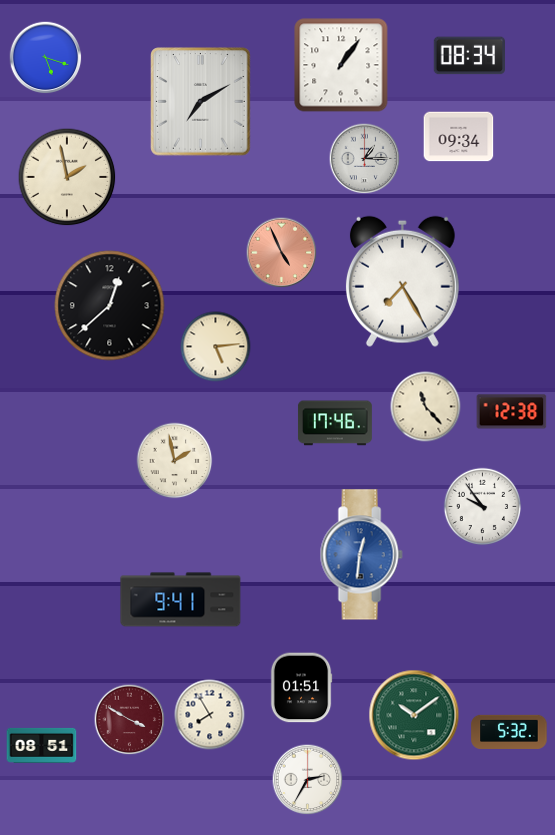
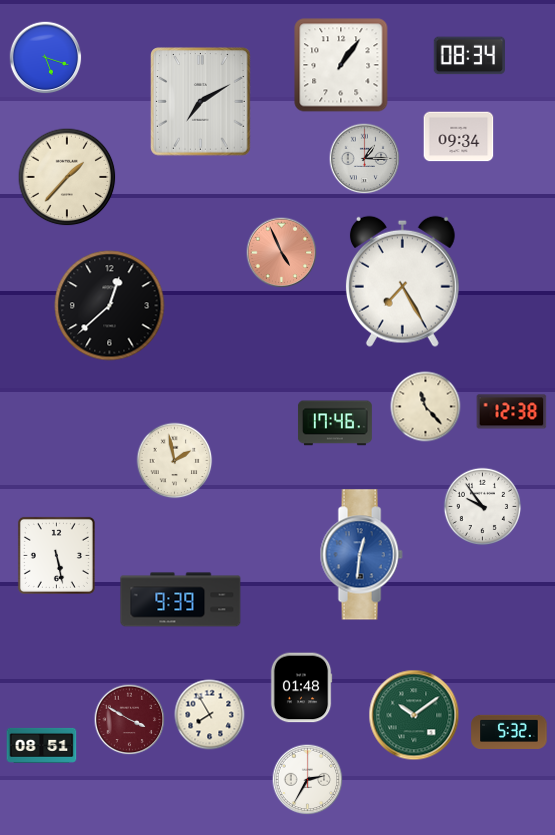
clock at (67, 177): 1:58 -> 1:37
clock at (216, 347): 5:14 -> none
clock at (56, 555): none -> 5:28
clock at (181, 600): 9:41 -> 9:39
clock at (301, 688): 01:51 -> 01:48
